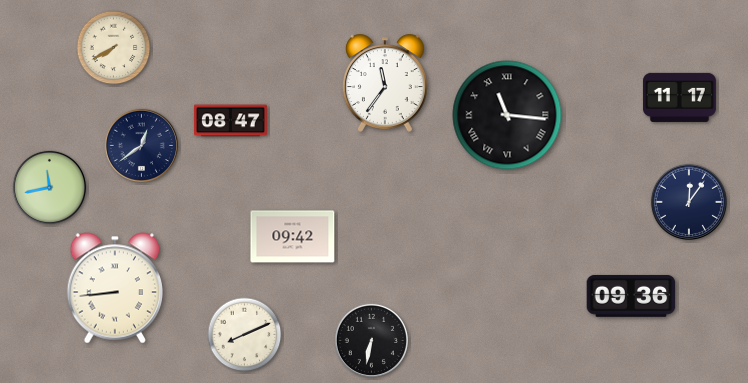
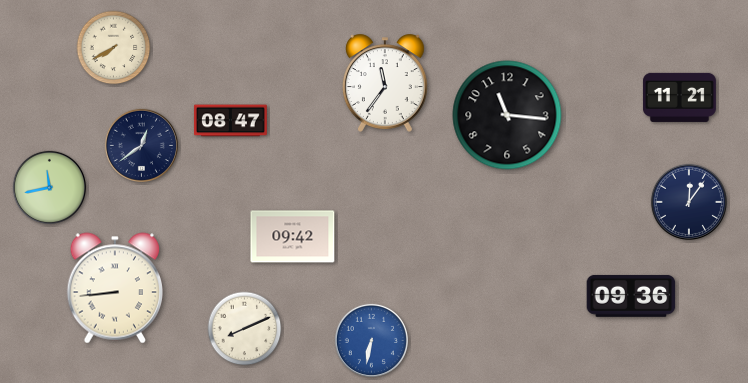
clock at (679, 97): 11:17 -> 11:21
clock at (507, 115) numerals: Roman -> Arabic
clock at (245, 335) position: (245, 335) -> (245, 329)
clock at (371, 340) dial: black -> blue
